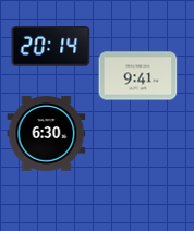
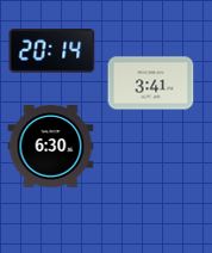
clock at (51, 47) position: (51, 47) -> (52, 51)
clock at (138, 76): 9:41 -> 3:41
